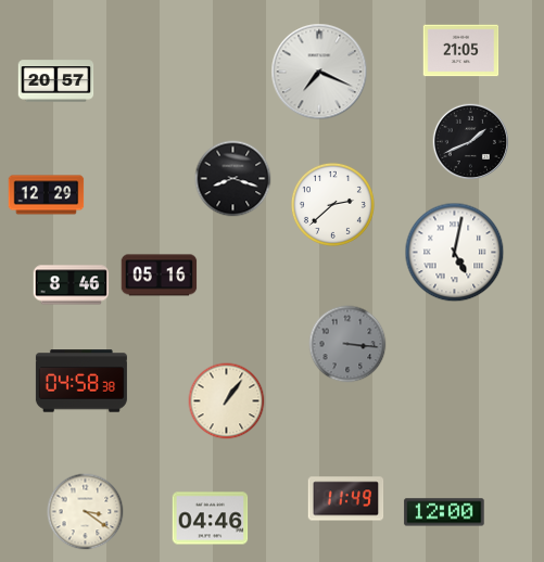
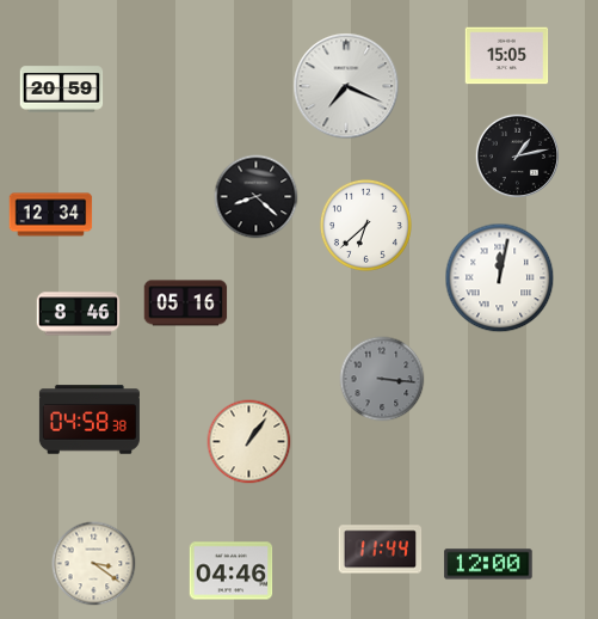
clock at (461, 51): 21:05 -> 15:05
clock at (319, 72) position: (319, 72) -> (346, 86)
clock at (56, 81): 20:57 -> 20:59
clock at (470, 141): 1:41 -> 1:13
clock at (233, 179): 8:18 -> 8:22
clock at (47, 195): 12:29 -> 12:34
clock at (332, 204): 2:38 -> 6:38
clock at (455, 253): 5:02 -> 12:02
clock at (160, 276) position: (160, 276) -> (186, 304)
clock at (346, 499): 11:49 -> 11:44
